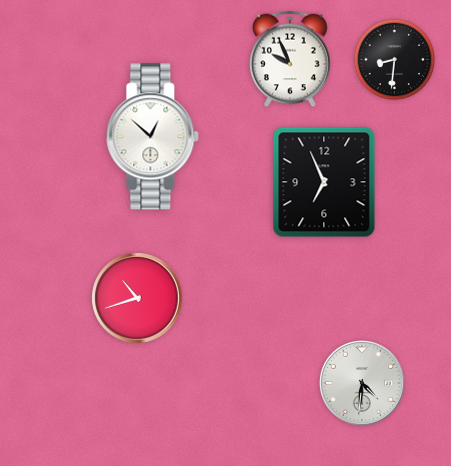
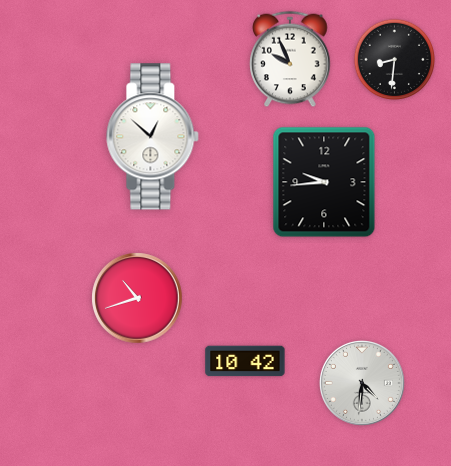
clock at (324, 182): 6:56 -> 9:44
clock at (245, 361): none -> 10:42
